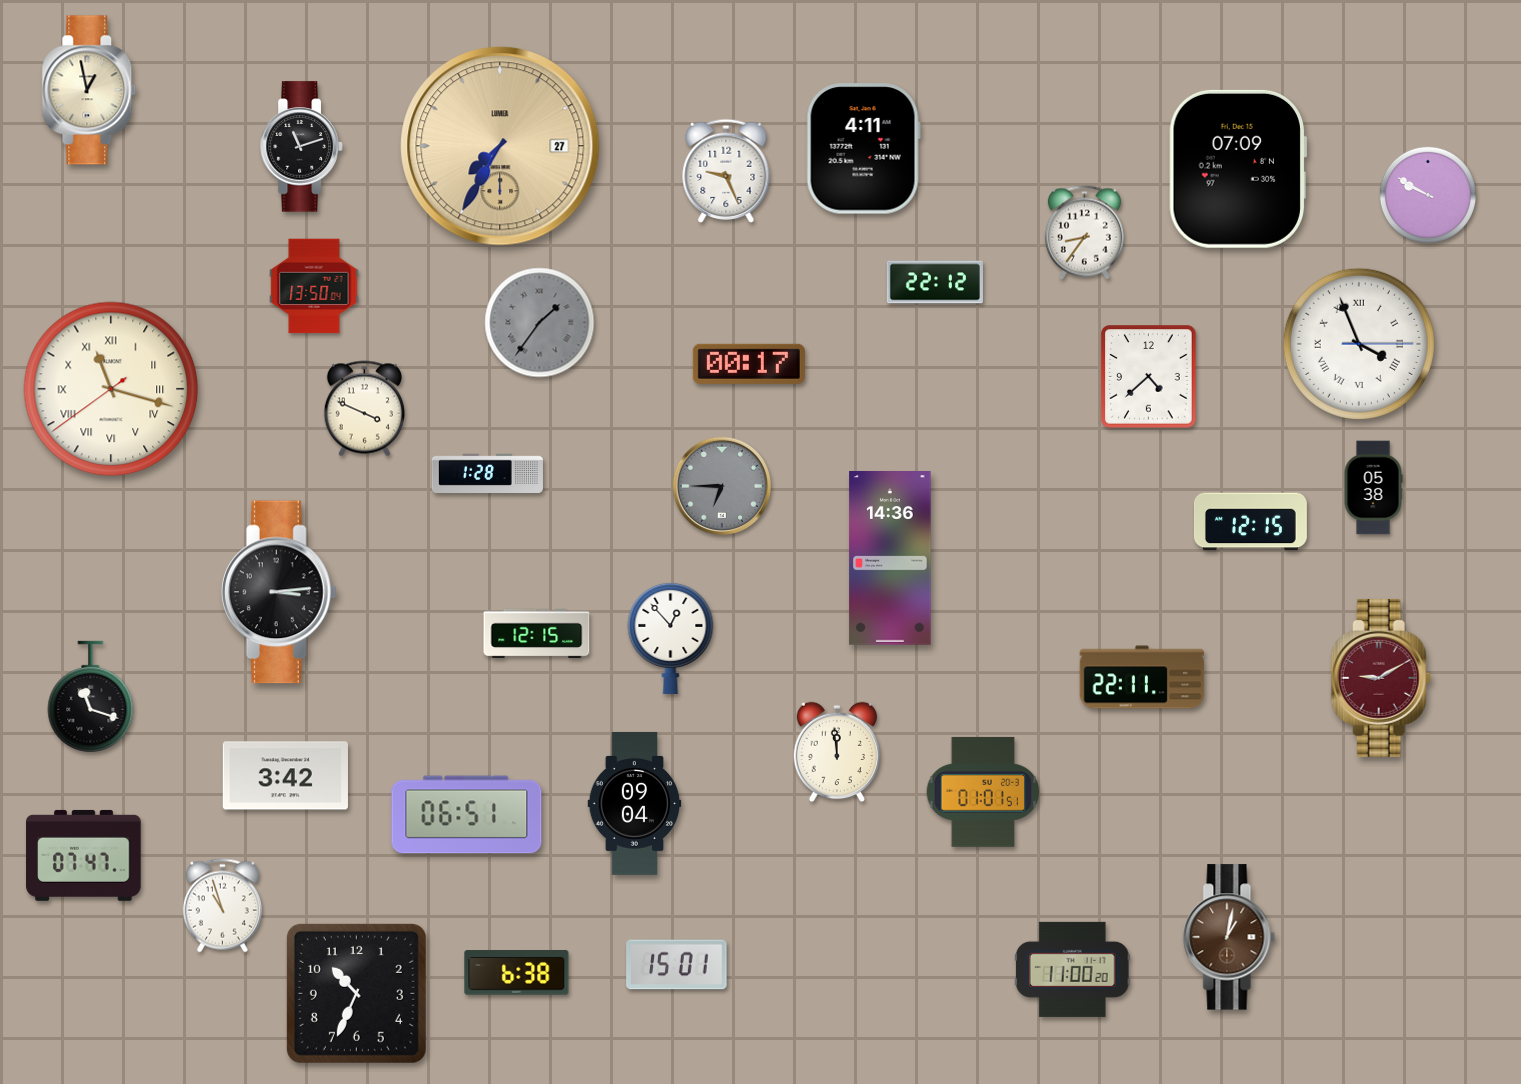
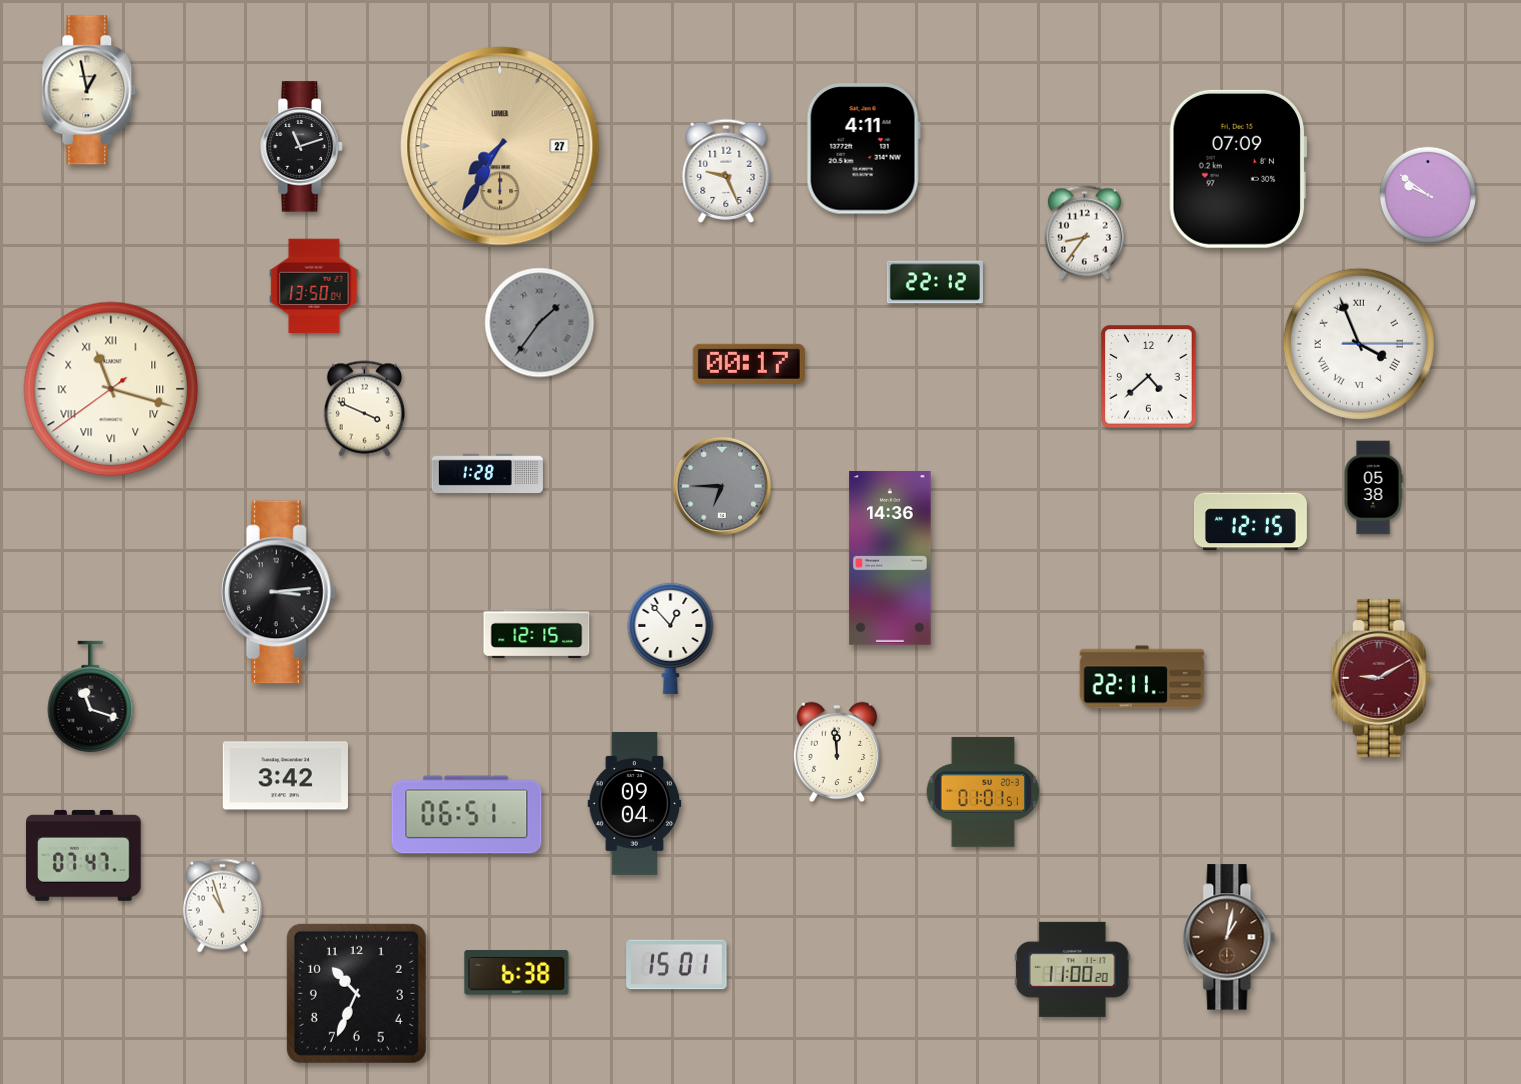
clock at (1428, 195): 9:50 -> 9:51
